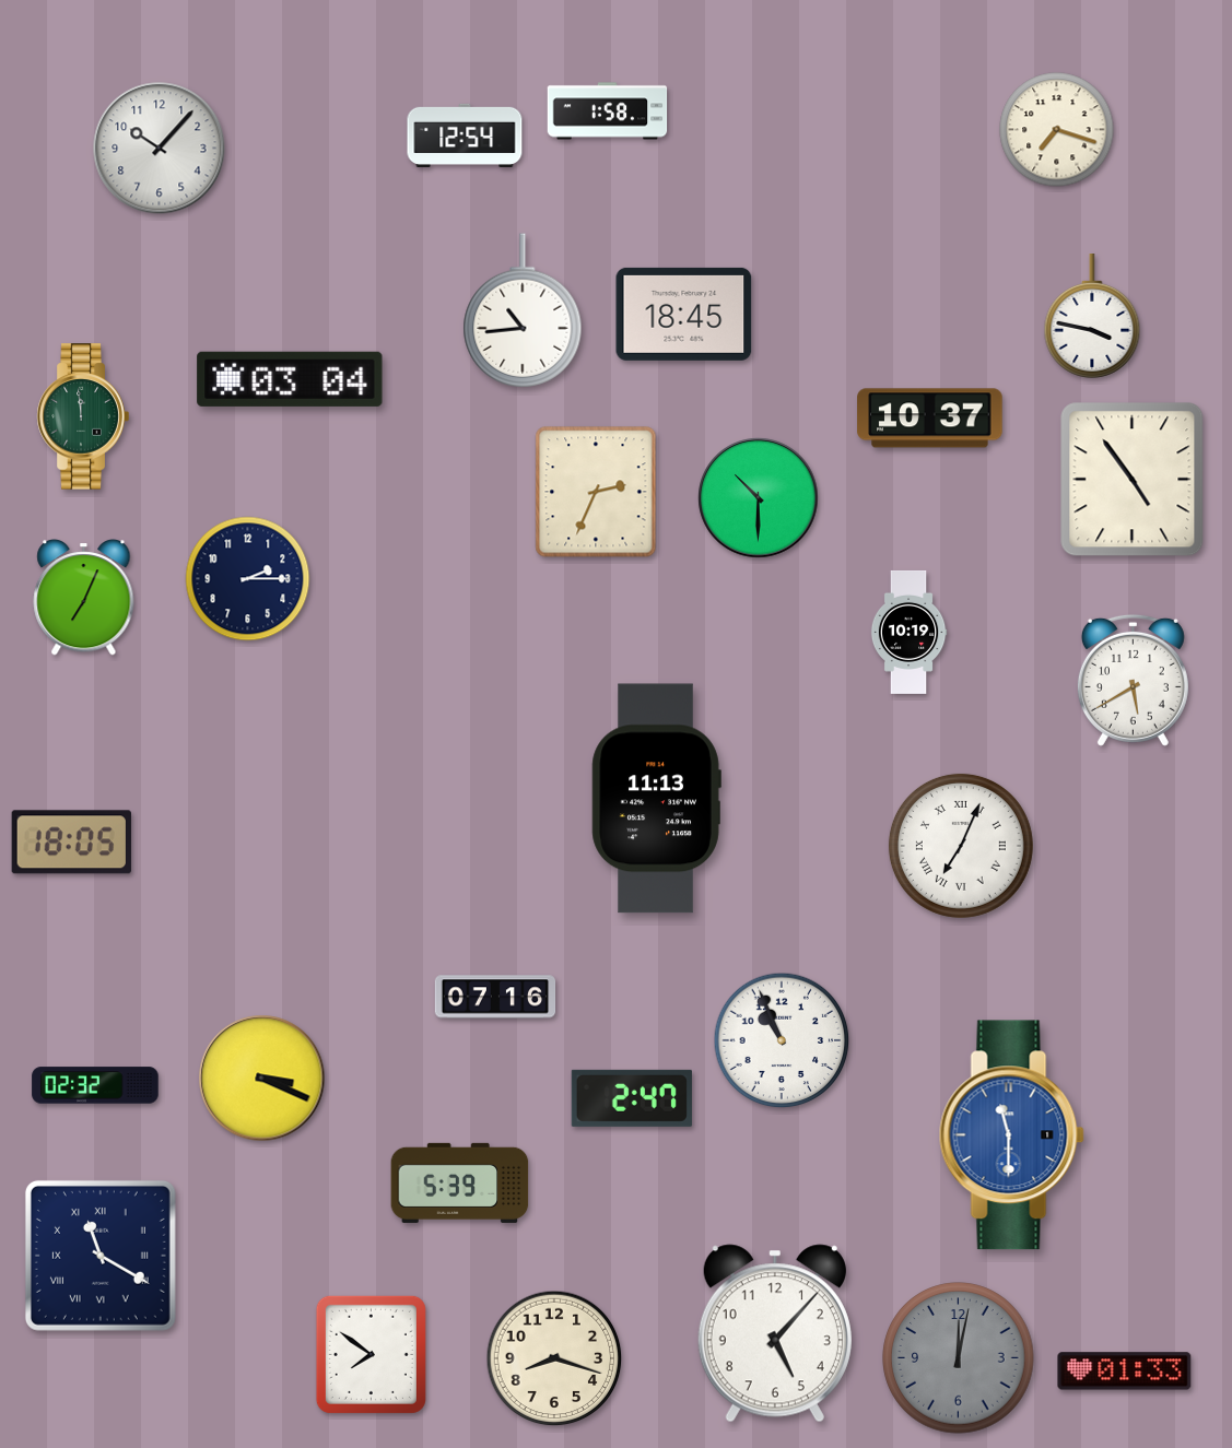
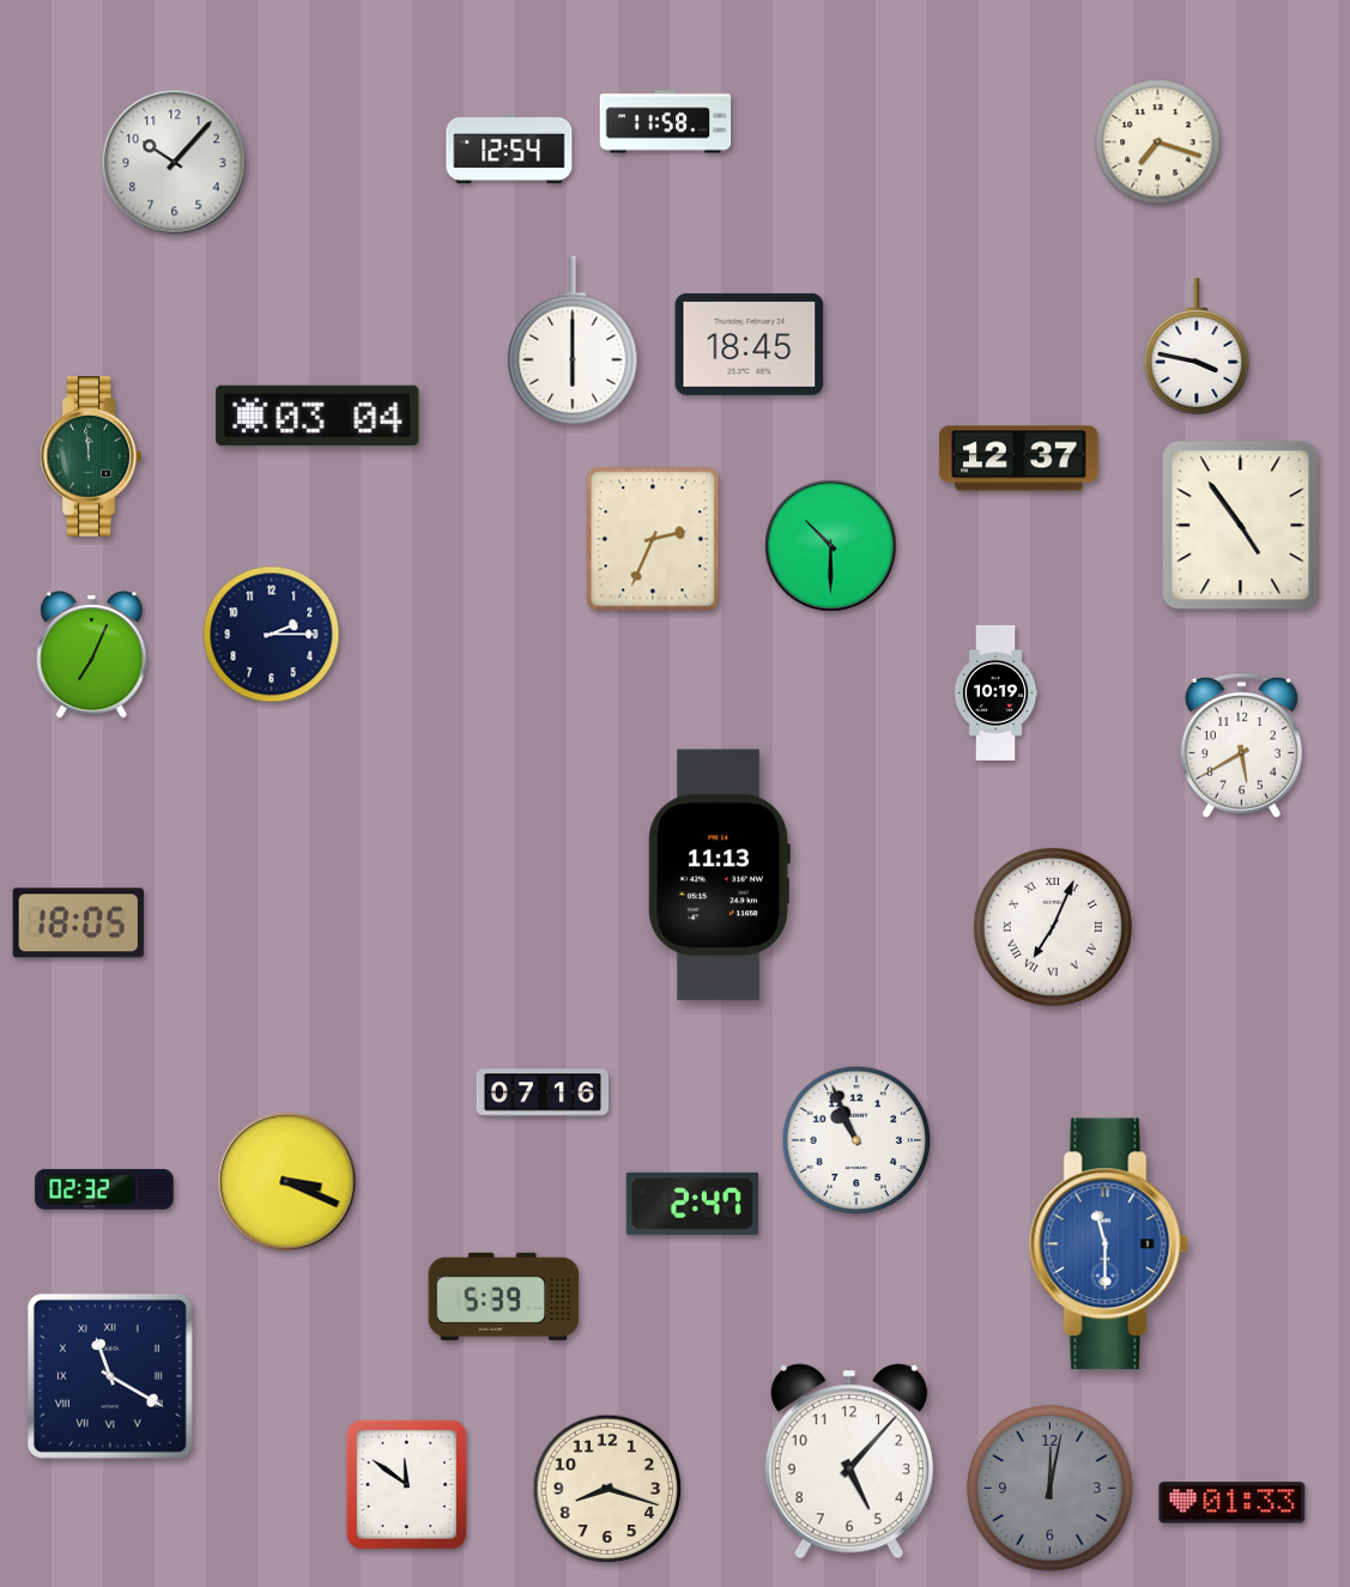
clock at (608, 111): 1:58 -> 11:58
clock at (523, 310): 10:44 -> 6:00
clock at (930, 419): 10:37 -> 12:37
clock at (371, 1354): 7:51 -> 11:51
